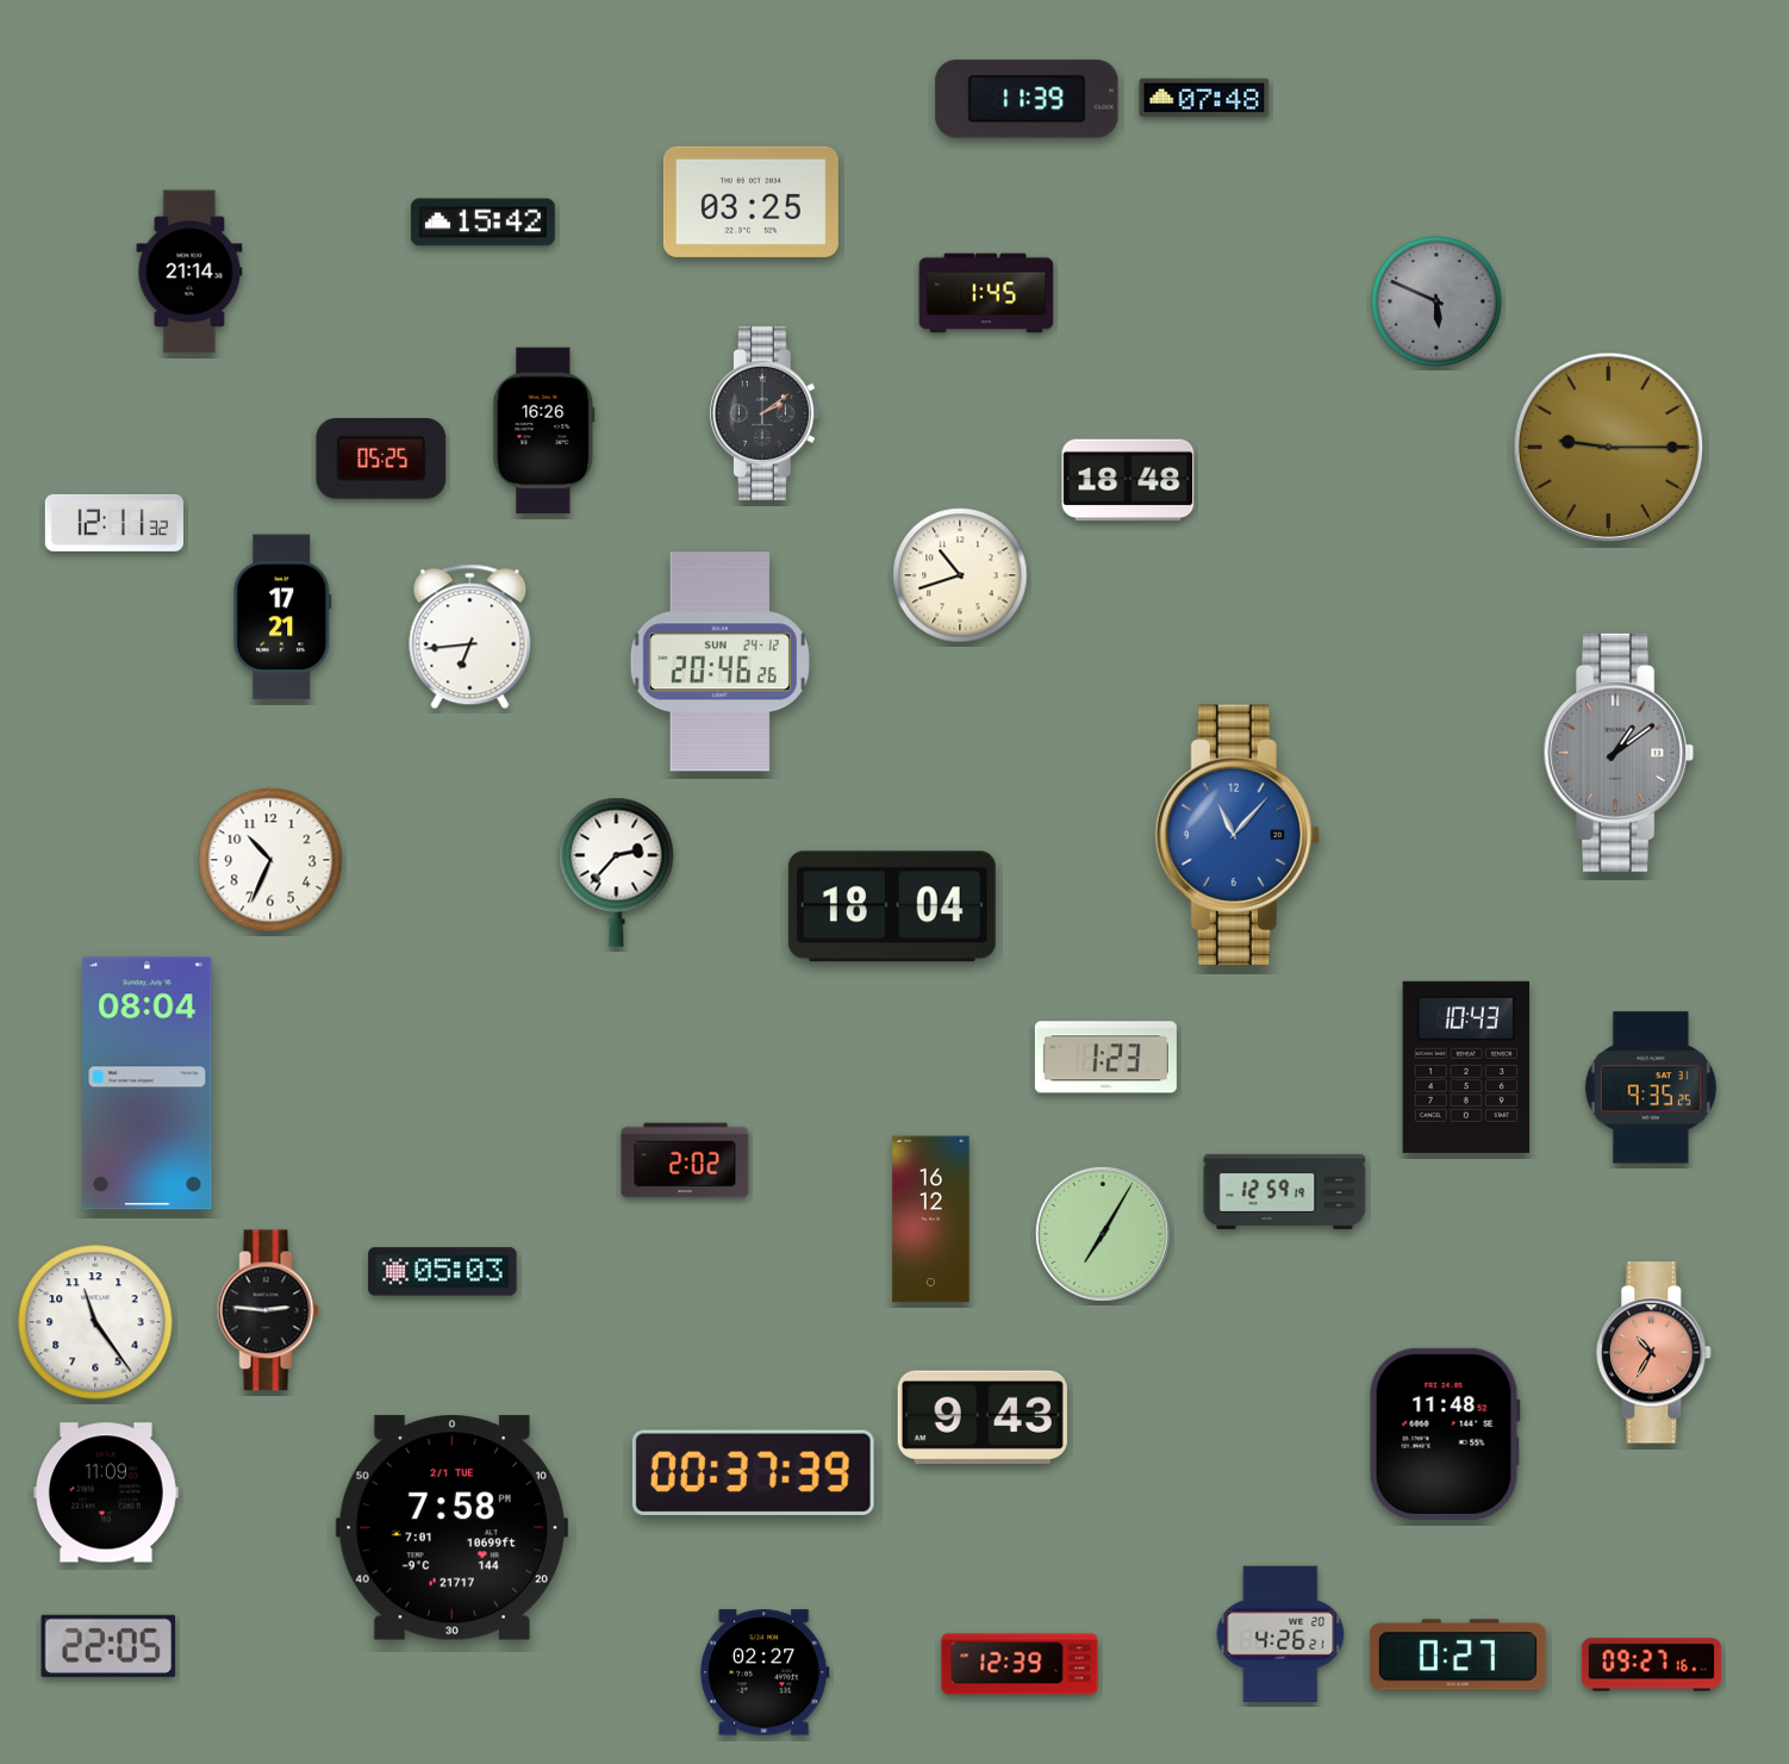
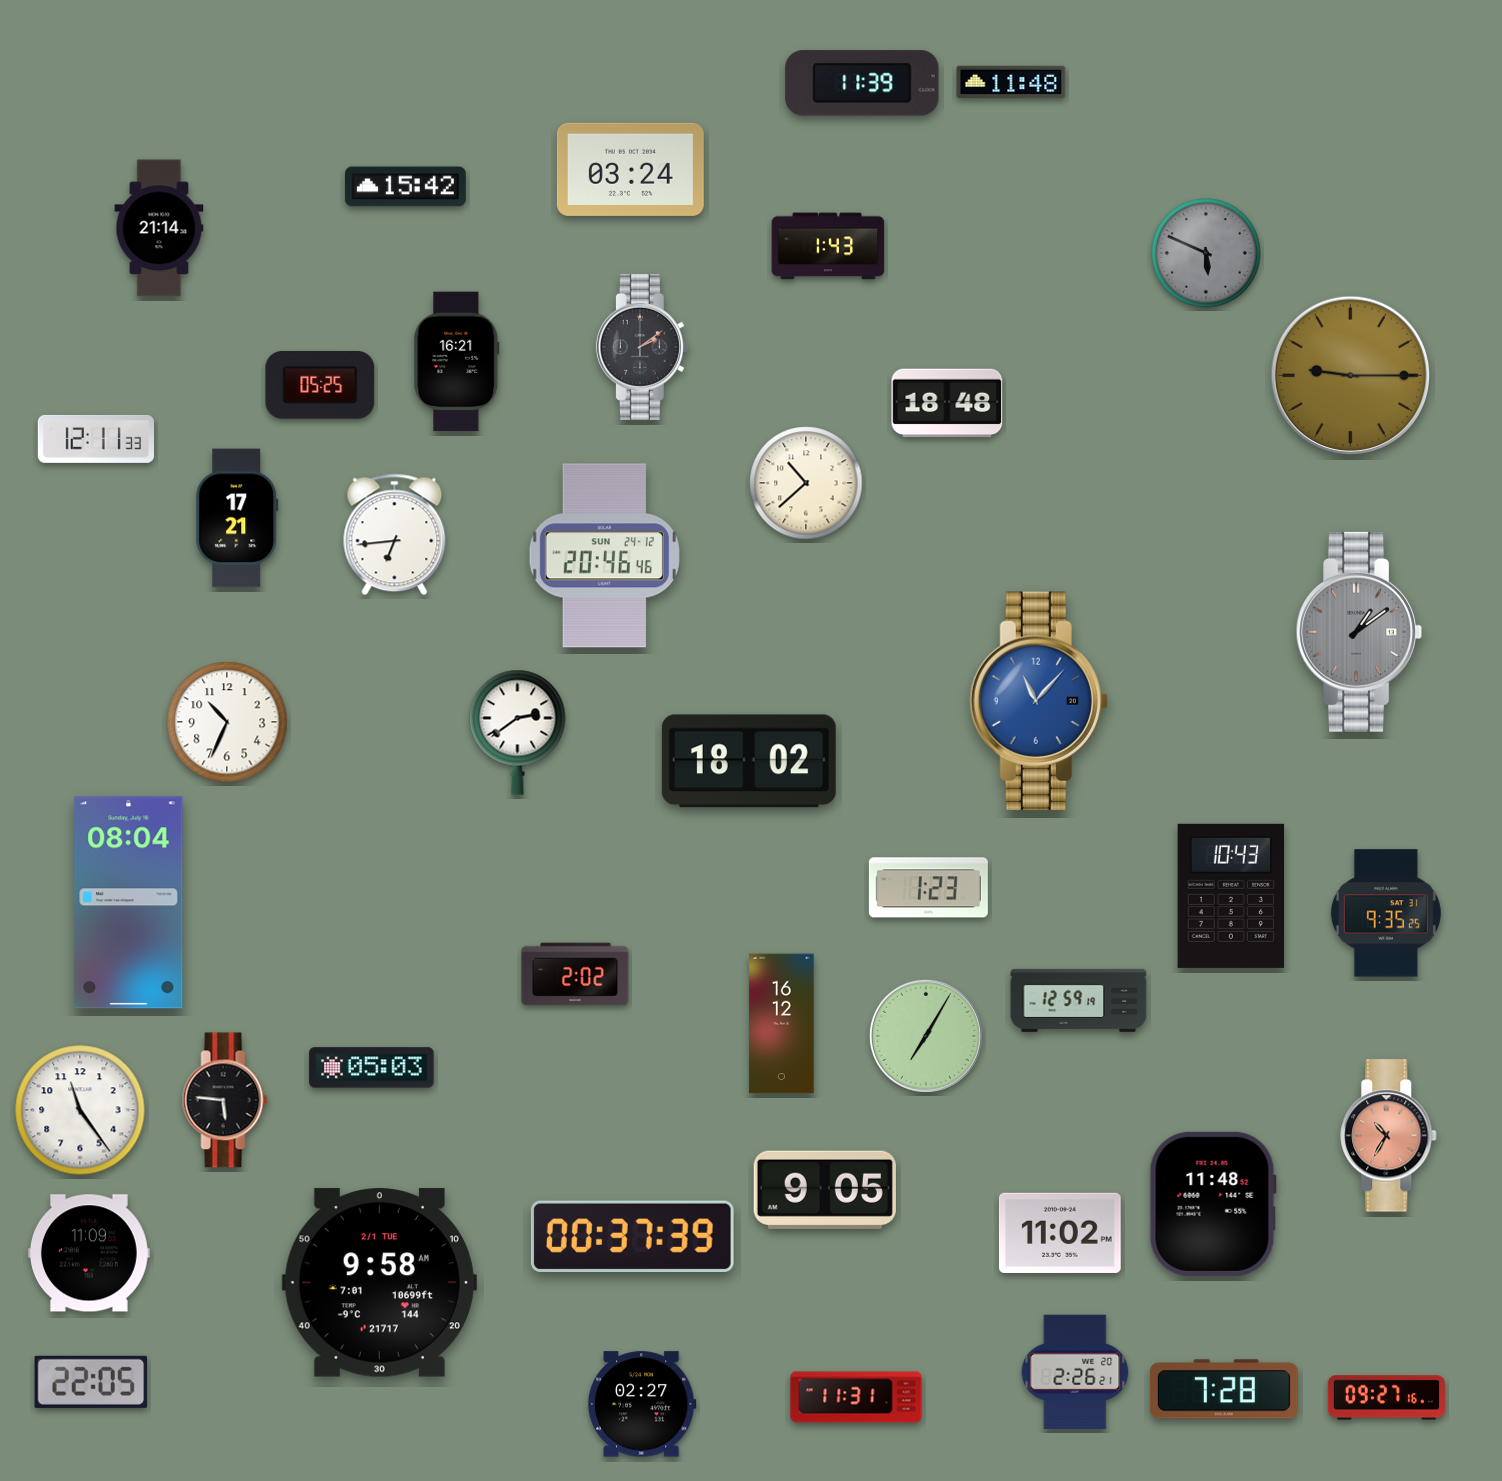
clock at (1204, 98): 07:48 -> 11:48
clock at (750, 201): 03:25 -> 03:24
clock at (986, 293): 1:45 -> 1:43
clock at (544, 431): 16:26 -> 16:21
clock at (113, 523): 12:11:32 -> 12:11:33
clock at (960, 575): 10:42 -> 10:38
clock at (719, 662): 20:46:26 -> 20:46:46
clock at (617, 872): 2:37 -> 2:39
clock at (892, 906): 18:04 -> 18:02
clock at (148, 1084) position: (148, 1084) -> (129, 903)
clock at (268, 1310): 2:46 -> 5:46
clock at (983, 1417): 9:43 -> 9:05
clock at (1060, 1233): none -> 11:02
clock at (451, 1528): 7:58 -> 9:58
clock at (1280, 1634): 4:26 -> 2:26
clock at (1458, 1654): 0:27 -> 7:28
clock at (1020, 1664): 12:39 -> 11:31
